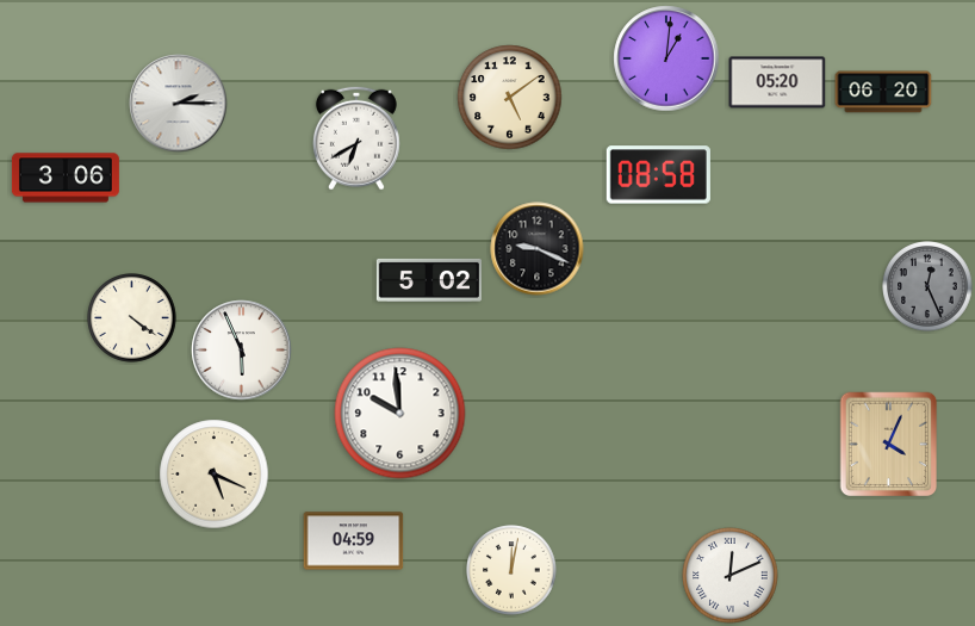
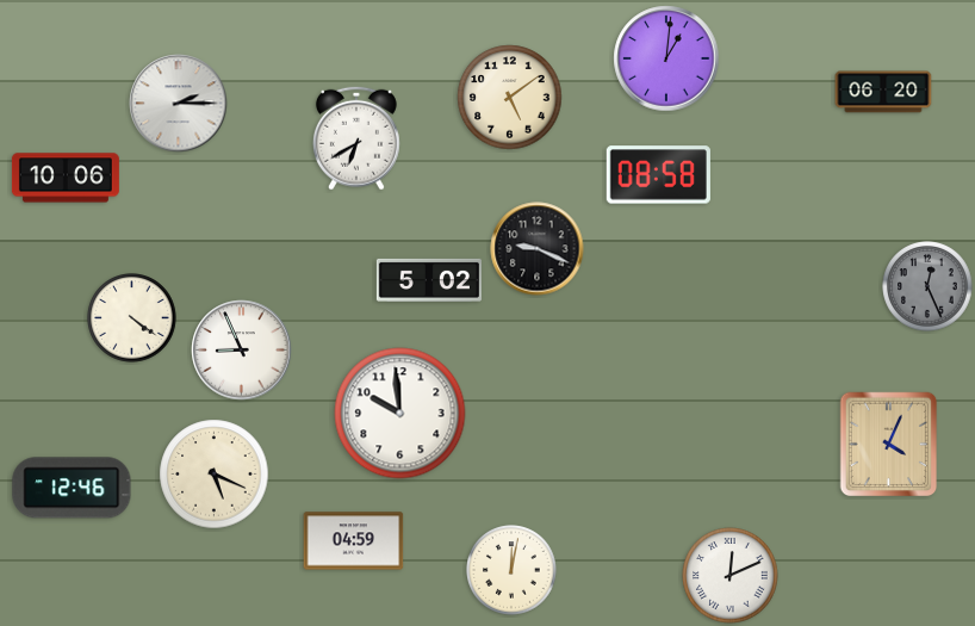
clock at (777, 82): 05:20 -> none
clock at (66, 178): 3:06 -> 10:06
clock at (242, 351): 5:56 -> 8:56
clock at (72, 488): none -> 12:46
